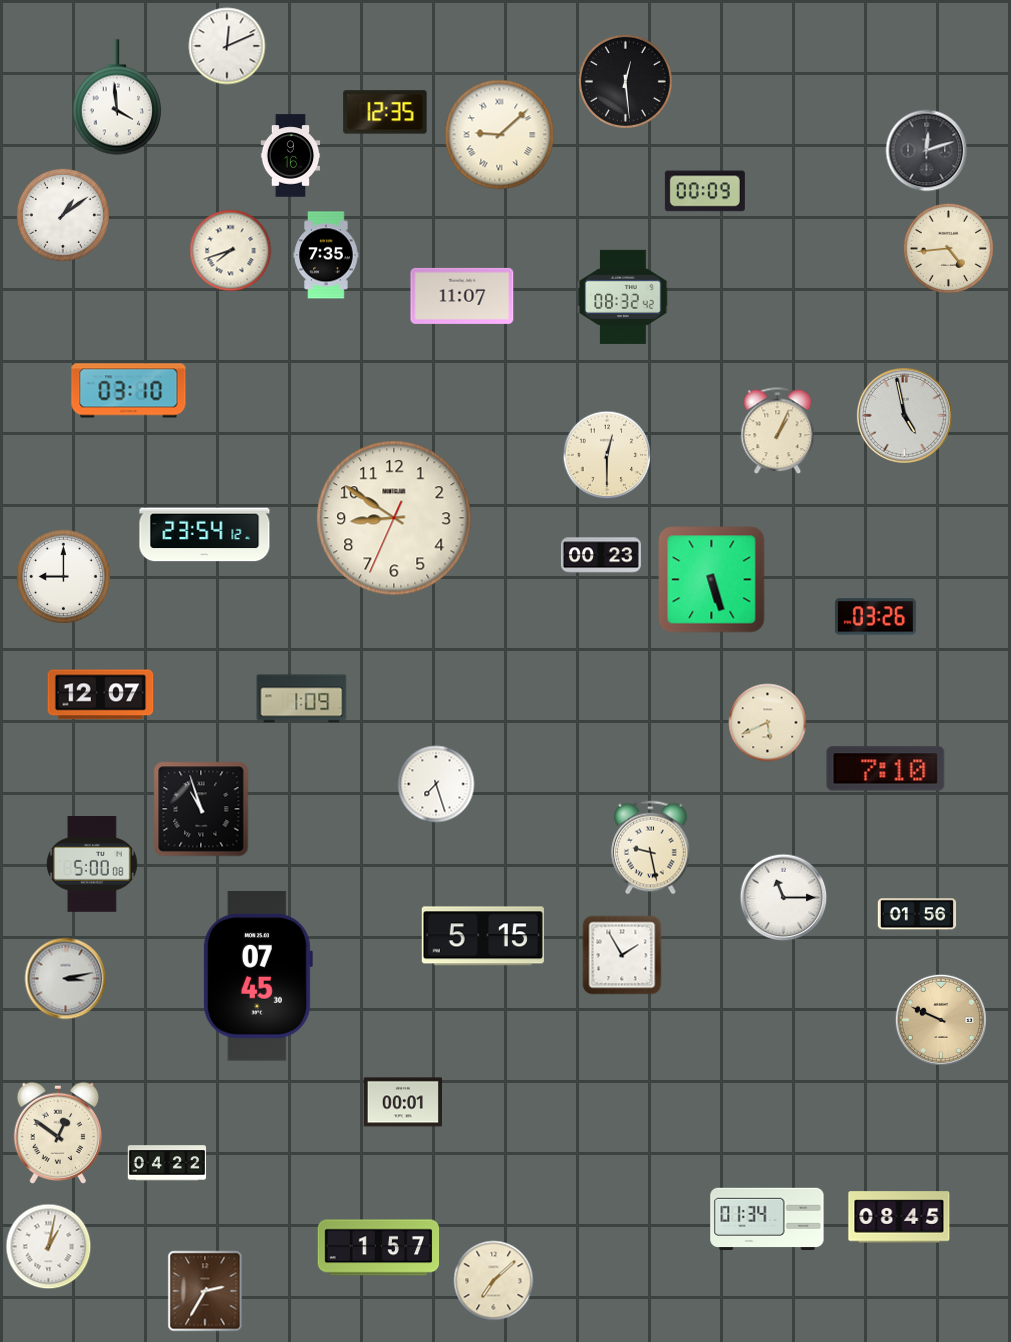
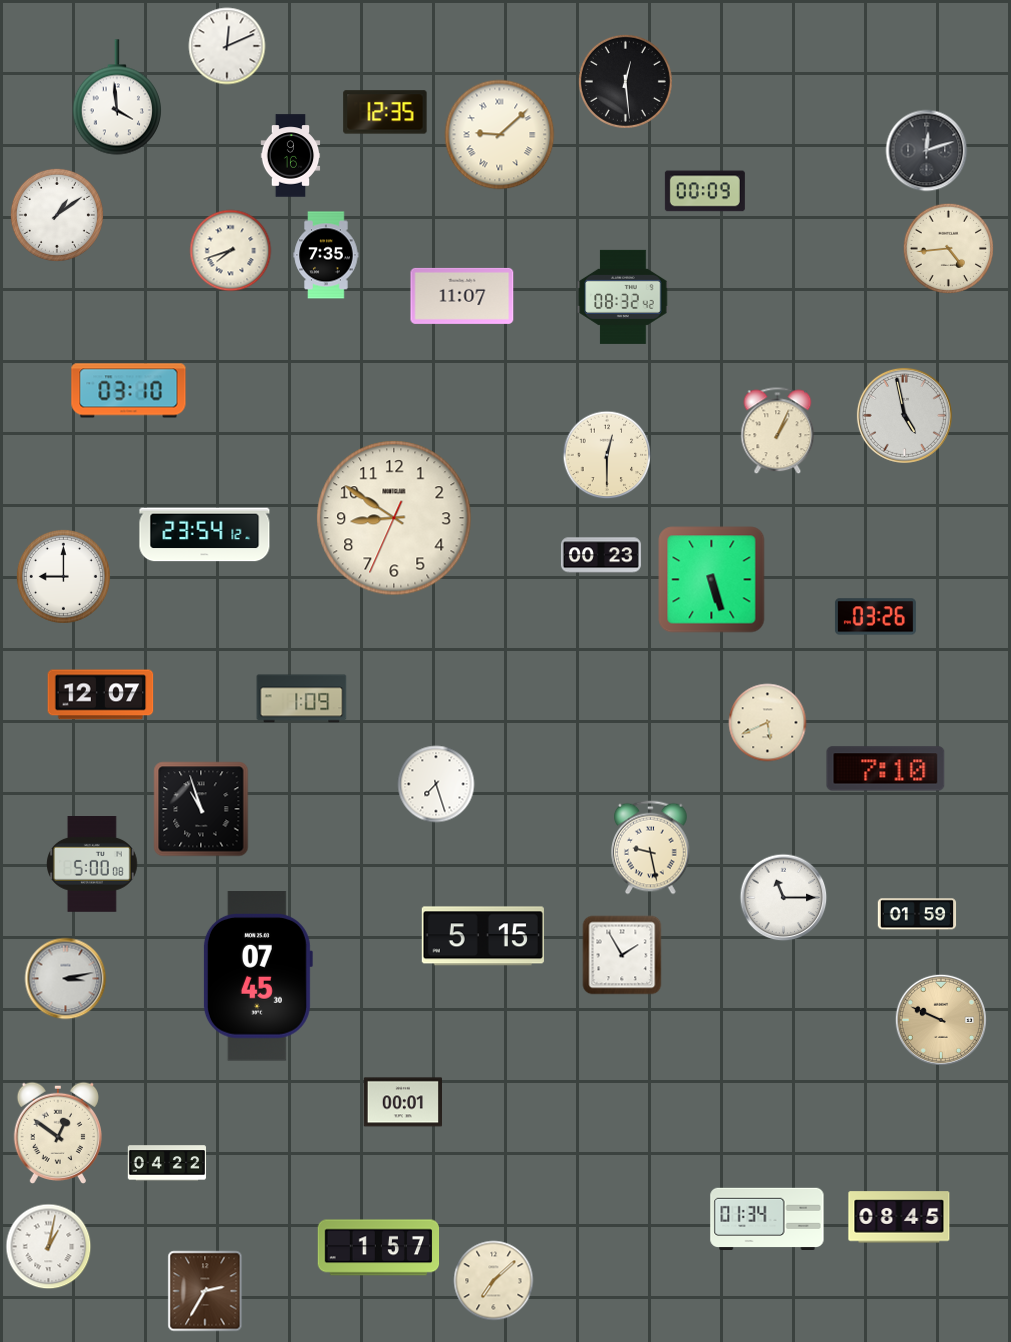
clock at (63, 215) position: (63, 215) -> (57, 215)
clock at (917, 914): 01:56 -> 01:59
